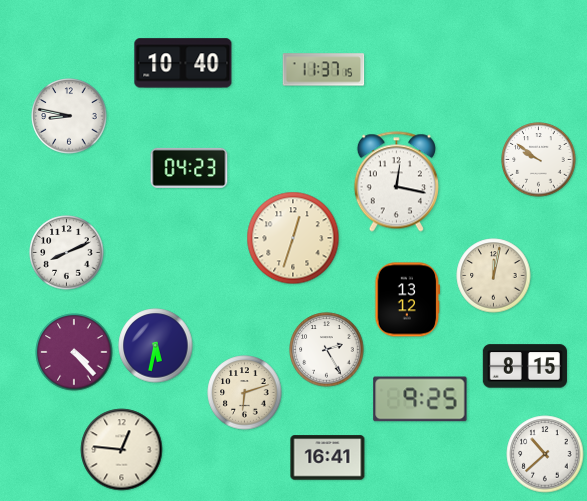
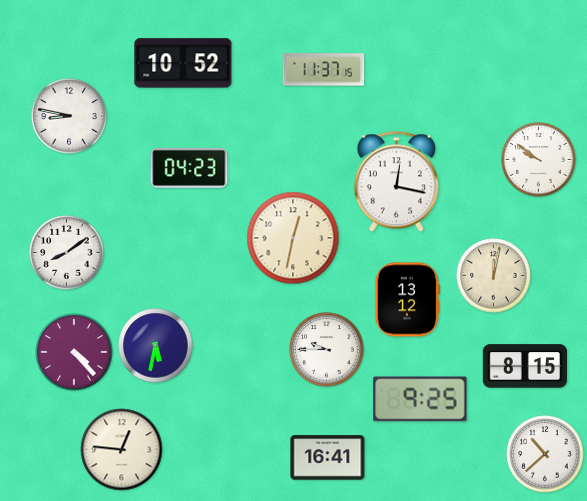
clock at (183, 63): 10:40 -> 10:52
clock at (293, 238): 12:33 -> 12:32
clock at (67, 253): 8:11 -> 8:09
clock at (327, 350): 2:25 -> 9:45
clock at (245, 393): 6:12 -> none
